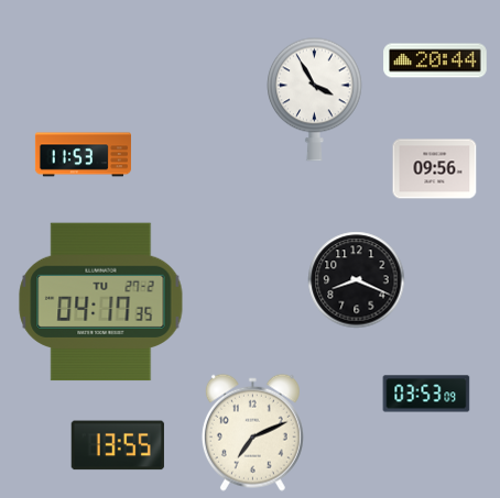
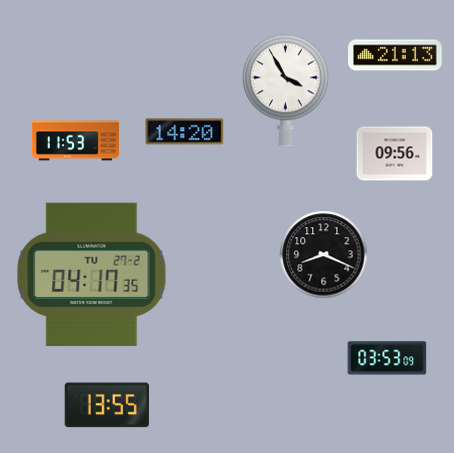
clock at (435, 60): 20:44 -> 21:13
clock at (185, 132): none -> 14:20
clock at (252, 432): 7:11 -> none
